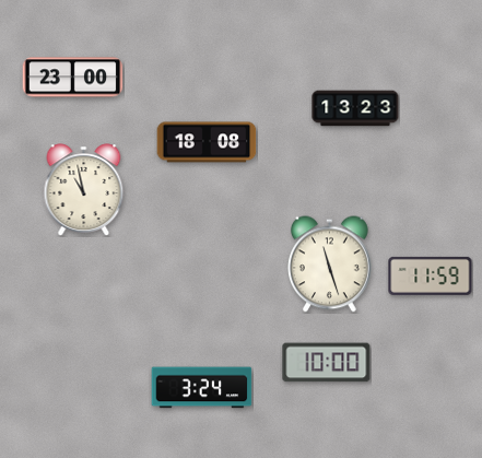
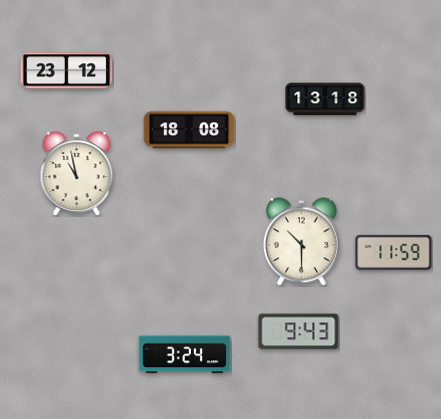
clock at (73, 78): 23:00 -> 23:12
clock at (355, 108): 13:23 -> 13:18
clock at (330, 265): 11:27 -> 10:30
clock at (327, 363): 10:00 -> 9:43
